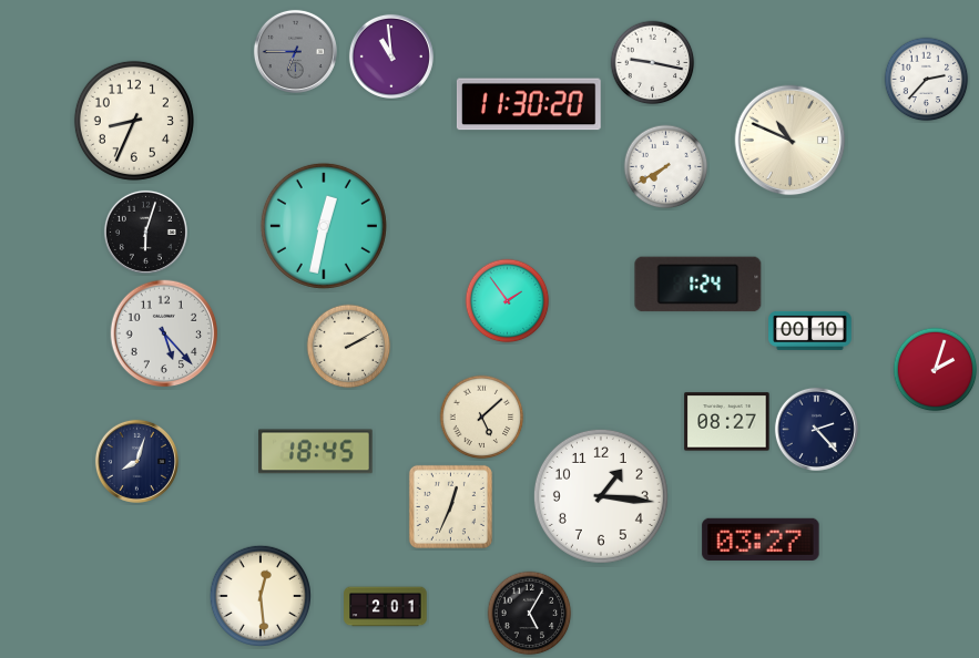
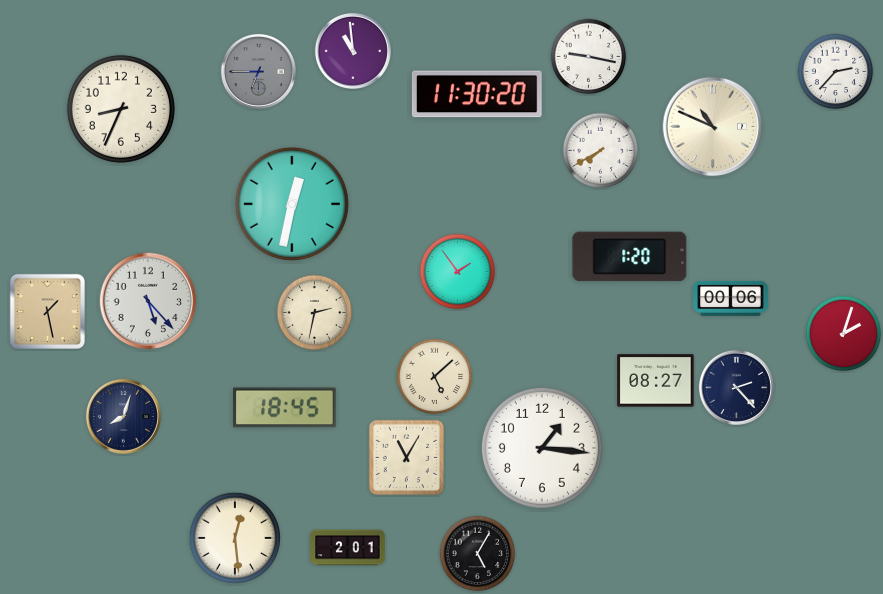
clock at (295, 51) position: (295, 51) -> (258, 71)
clock at (145, 232): 6:03 -> none
clock at (698, 285): 1:24 -> 1:20
clock at (810, 330): 00:10 -> 00:06
clock at (47, 311): none -> 1:28
clock at (349, 347): 2:10 -> 2:32
clock at (450, 506): 12:34 -> 11:05
clock at (761, 539): 03:27 -> none
